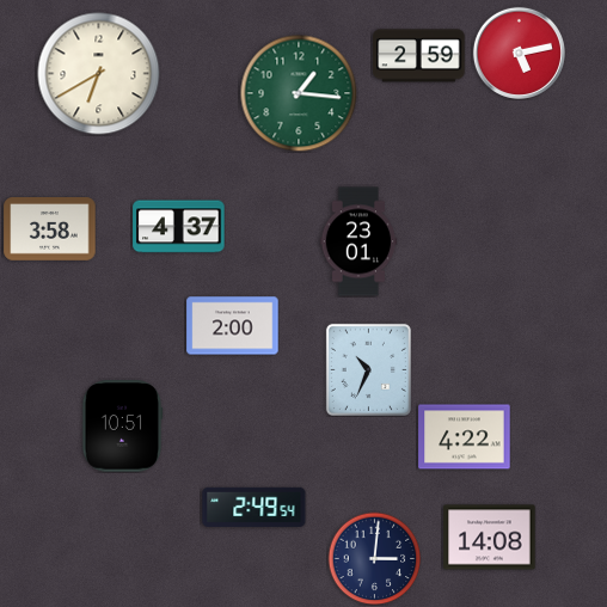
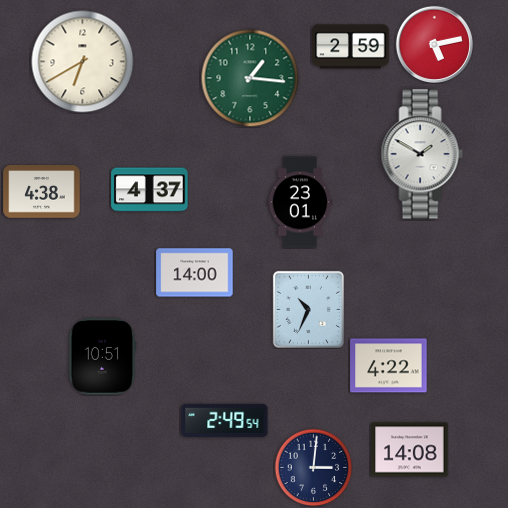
clock at (422, 154): none -> 1:50
clock at (50, 229): 3:58 -> 4:38
clock at (233, 326): 2:00 -> 14:00
clock at (255, 507) position: (255, 507) -> (225, 420)
